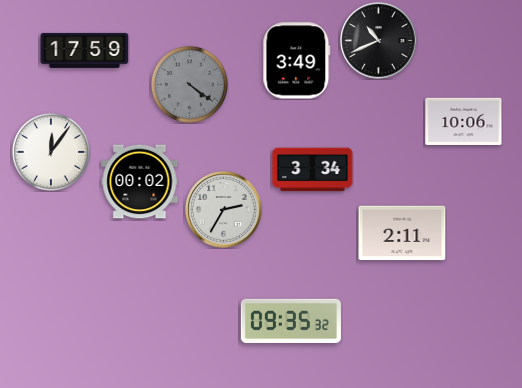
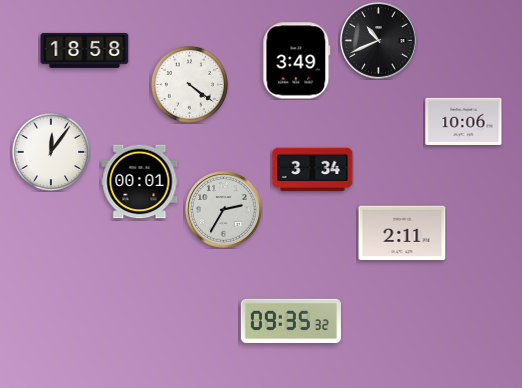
clock at (85, 50): 17:59 -> 18:58
clock at (189, 84) dial: grey -> white
clock at (140, 182): 00:02 -> 00:01
